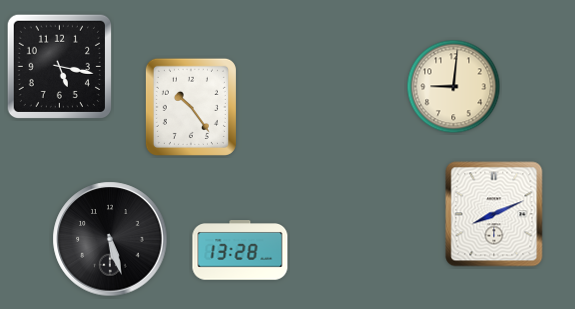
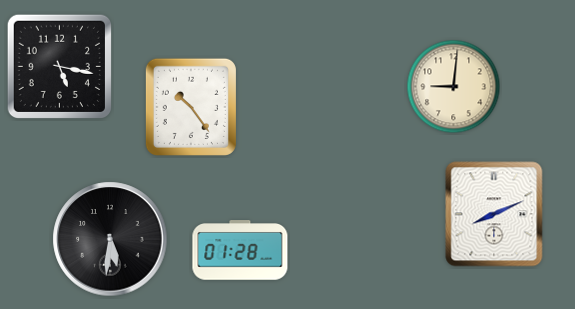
clock at (110, 239): 5:27 -> 5:31
clock at (240, 250): 13:28 -> 01:28
